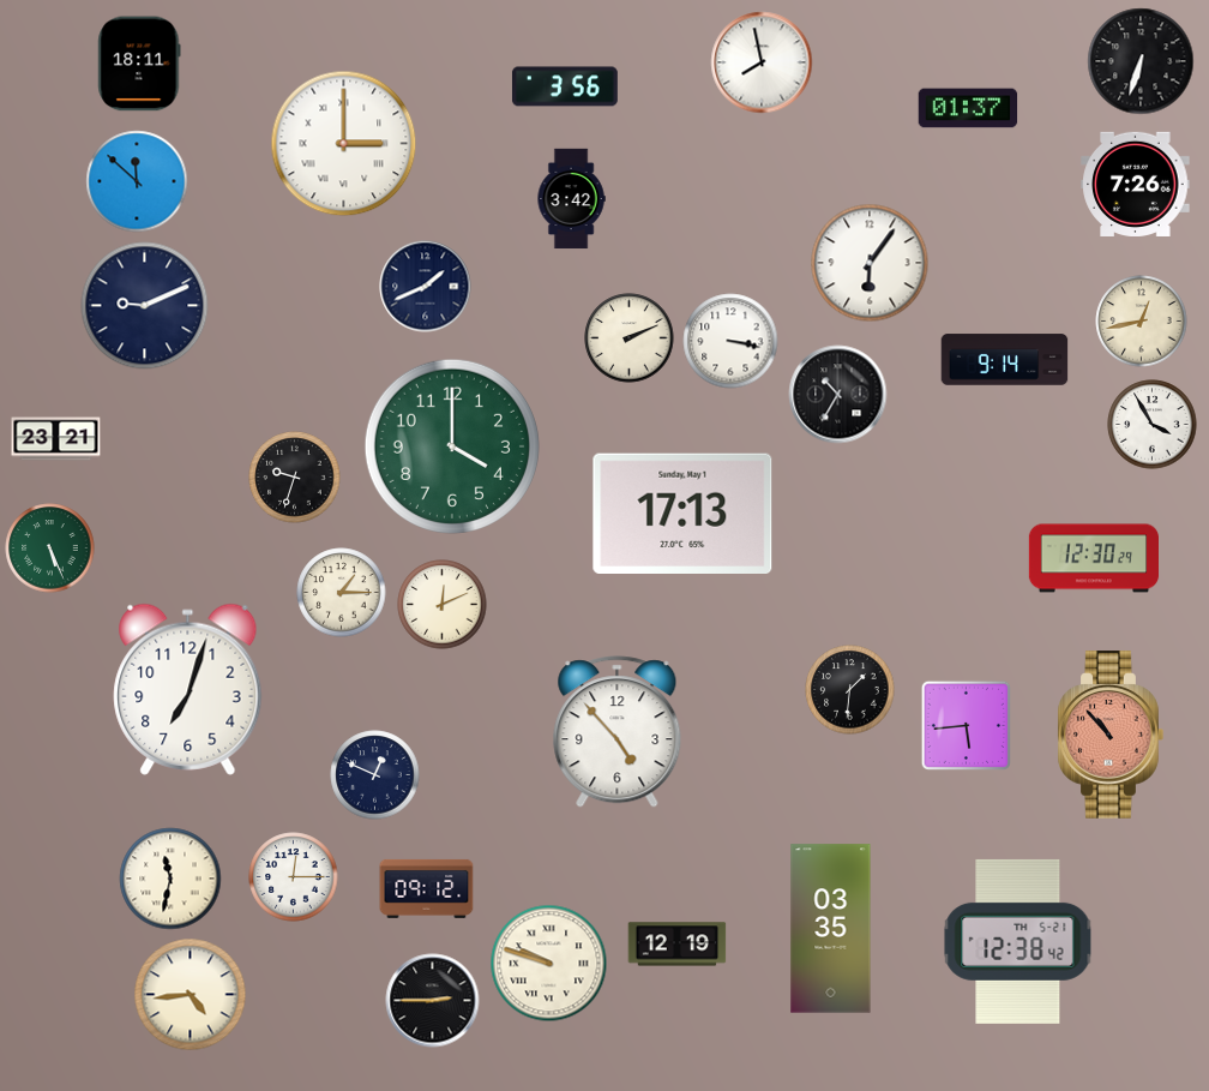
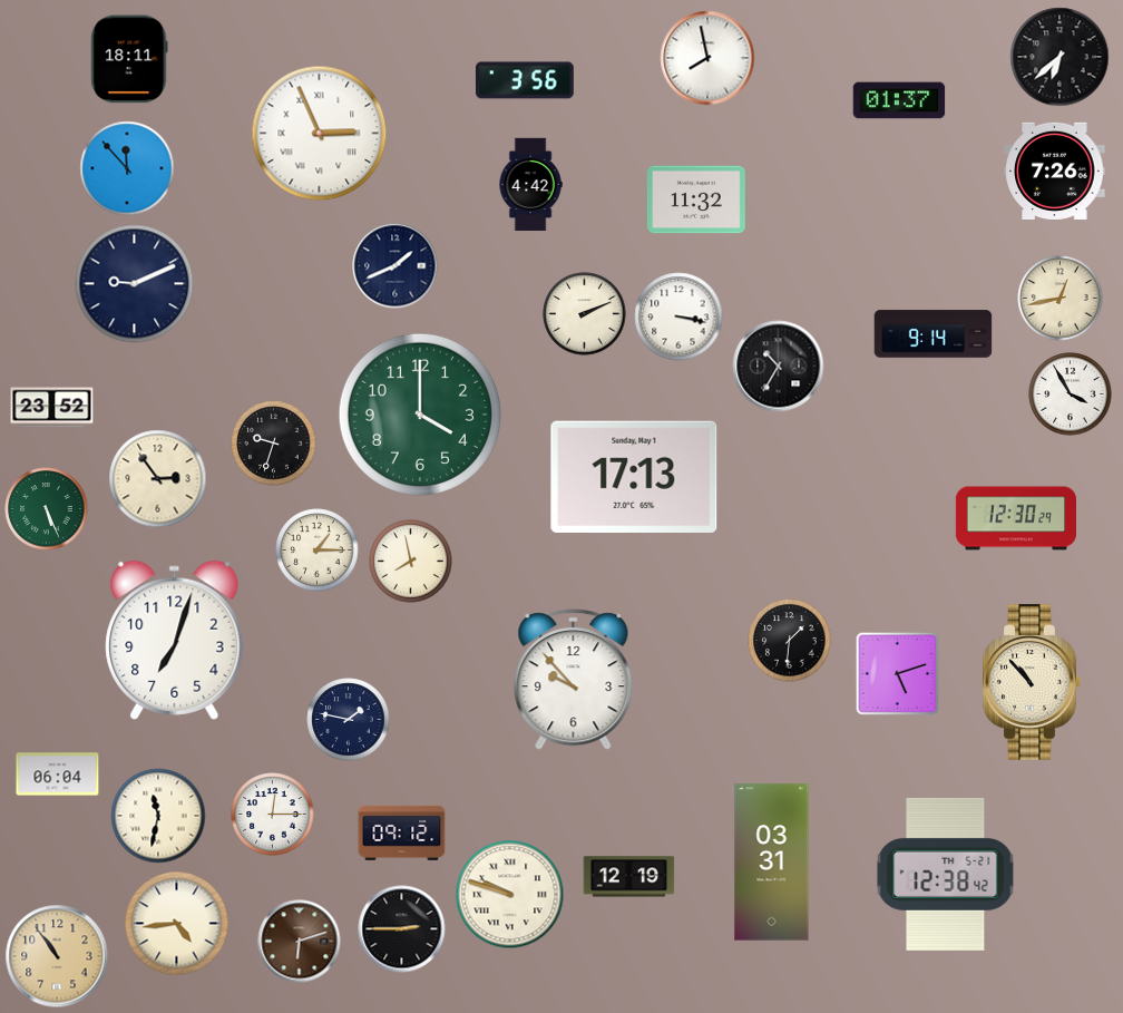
clock at (1141, 61): 6:33 -> 6:38
clock at (344, 144): 3:00 -> 2:56
clock at (137, 181): 11:52 -> 11:53
clock at (571, 199): 3:42 -> 4:42
clock at (696, 199): none -> 11:32
clock at (870, 263): 6:06 -> none
clock at (56, 439): 23:21 -> 23:52
clock at (158, 479): none -> 2:54
clock at (443, 605): 12:11 -> 7:58
clock at (966, 725): 5:44 -> 5:12
clock at (618, 732): 4:53 -> 9:53
clock at (1111, 735) dial: salmon -> cream
clock at (375, 775): 12:49 -> 1:47
clock at (58, 775): none -> 06:04
clock at (427, 888) position: (427, 888) -> (402, 832)
clock at (831, 929): 03:35 -> 03:31
clock at (300, 942): none -> 6:12
clock at (57, 956): none -> 10:54
